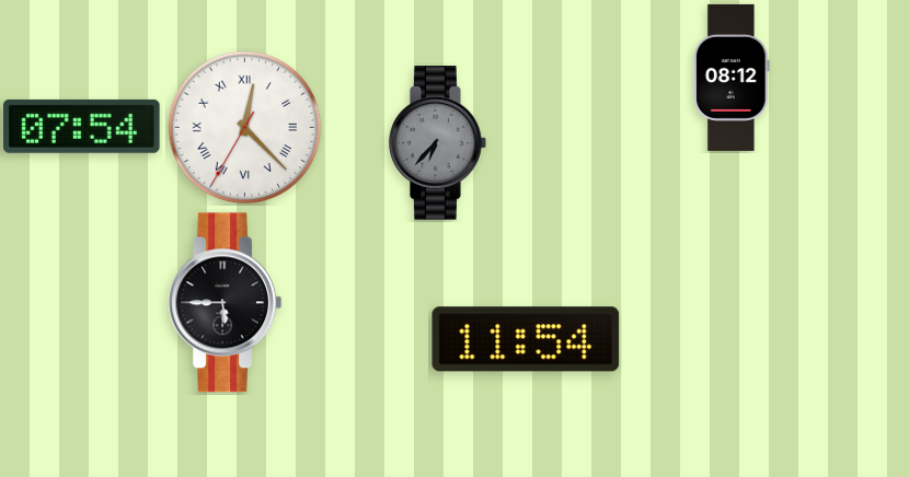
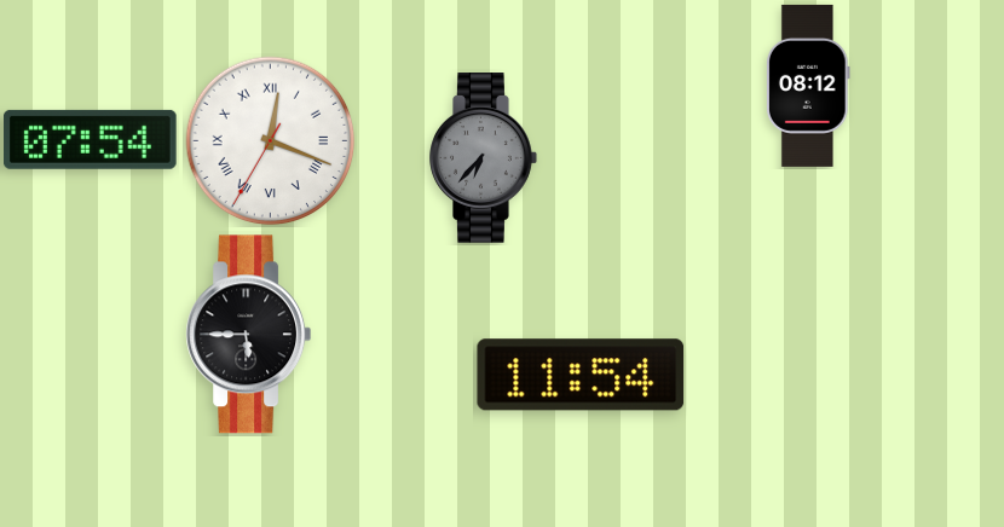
clock at (245, 128): 12:22 -> 12:18
